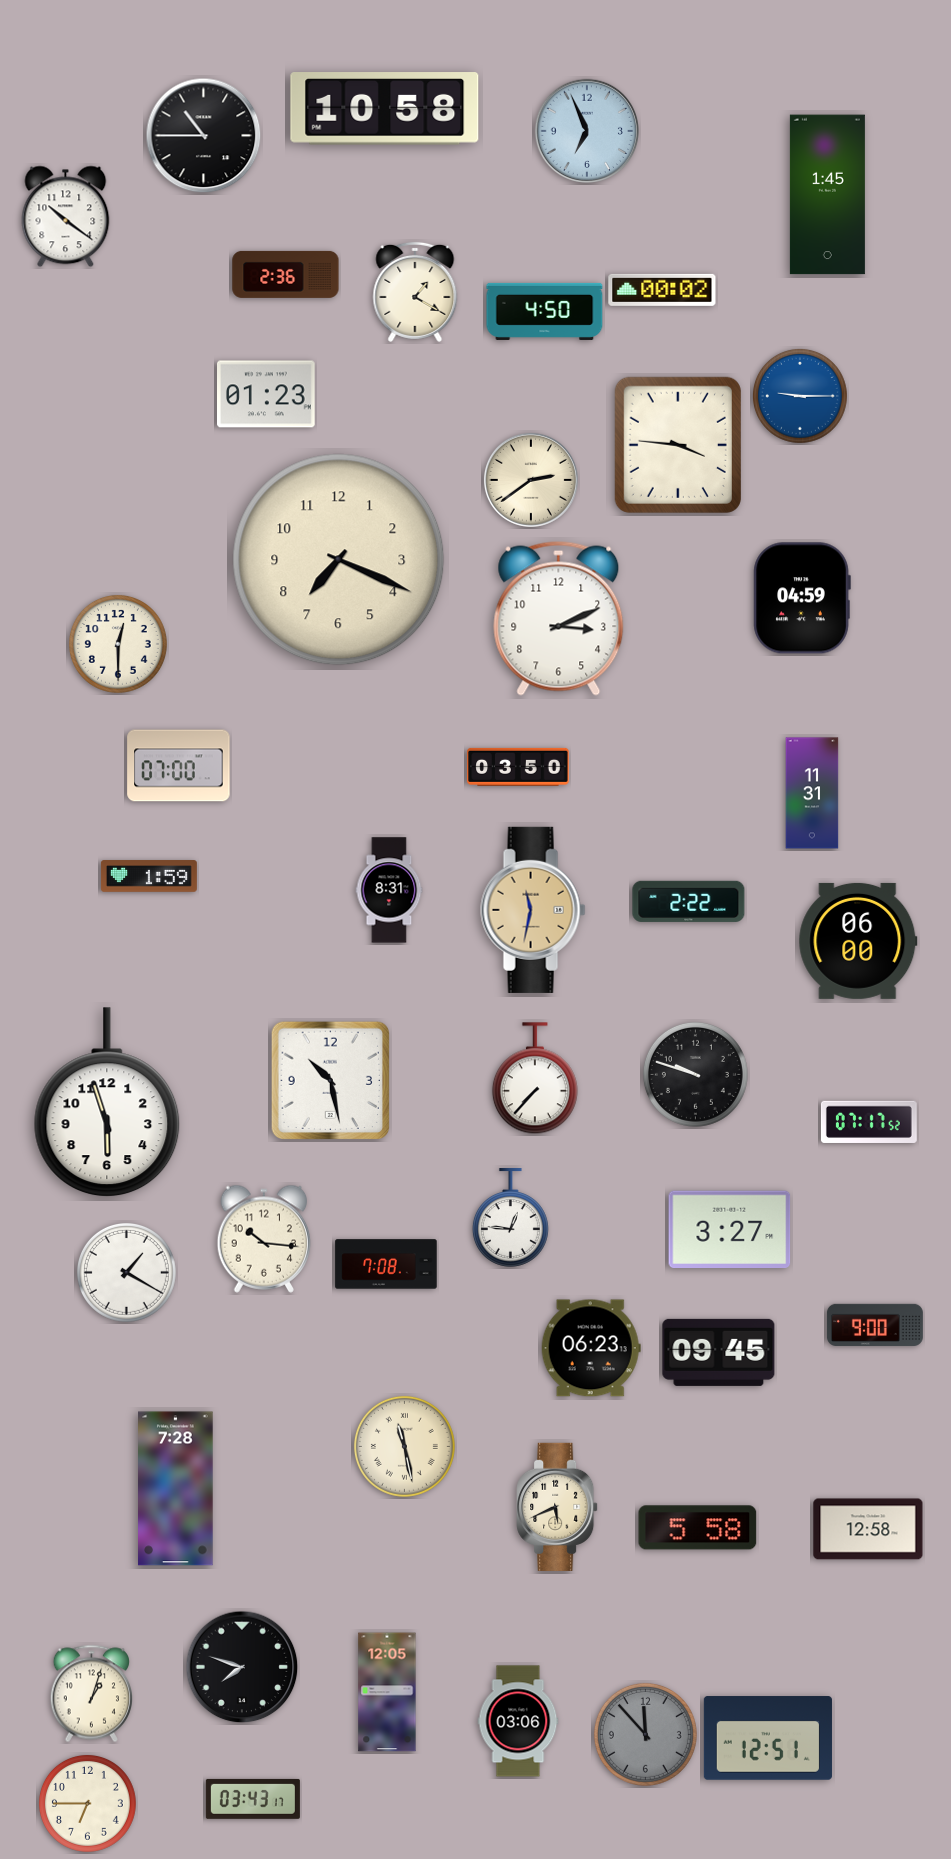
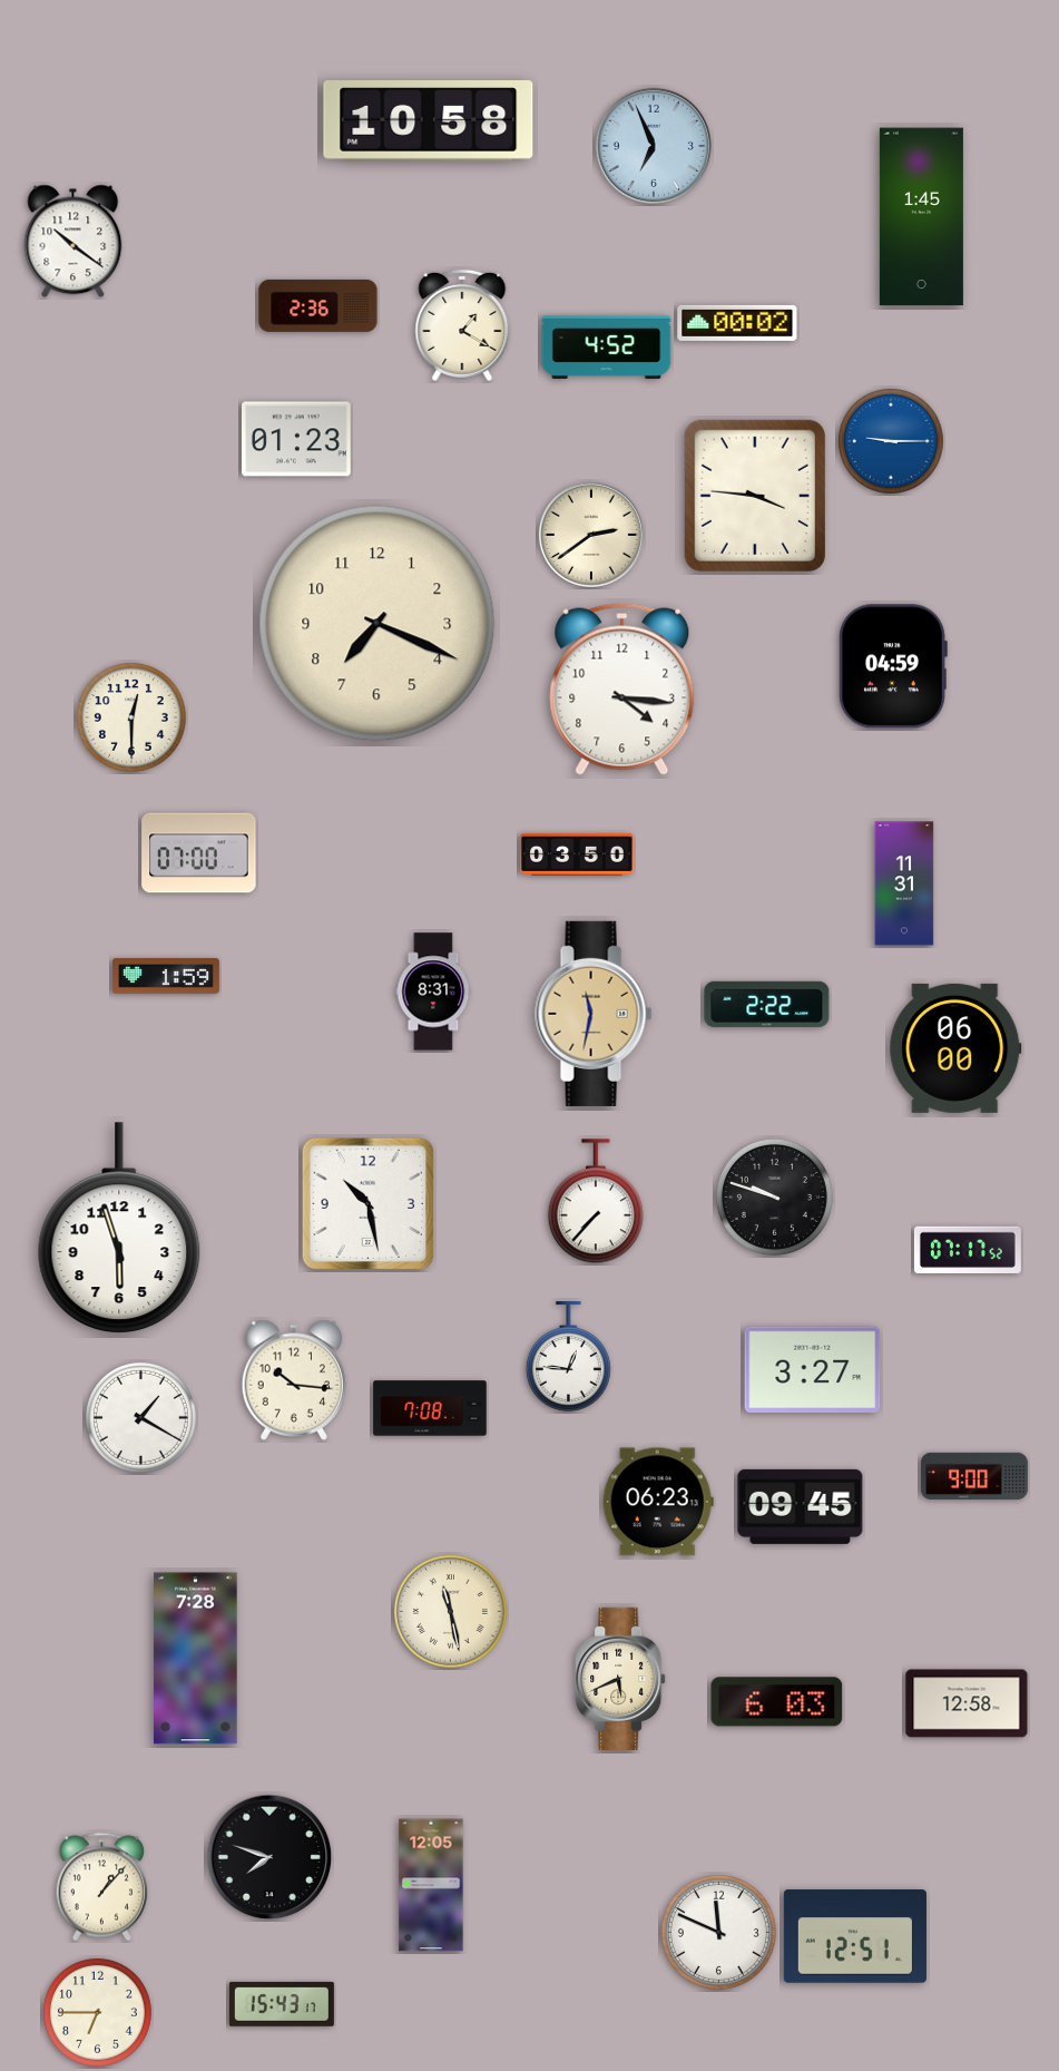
clock at (204, 136): 10:45 -> none
clock at (545, 311): 4:50 -> 4:52
clock at (559, 618): 3:11 -> 4:16
clock at (698, 1528): 5:58 -> 6:03
clock at (91, 1694): 1:03 -> 1:07
clock at (518, 1721): 03:06 -> none
clock at (645, 1734): 11:53 -> 11:49
clock at (645, 1734) dial: grey -> white
clock at (253, 1799): 03:43 -> 15:43
clock at (87, 1803) position: (87, 1803) -> (97, 2012)
